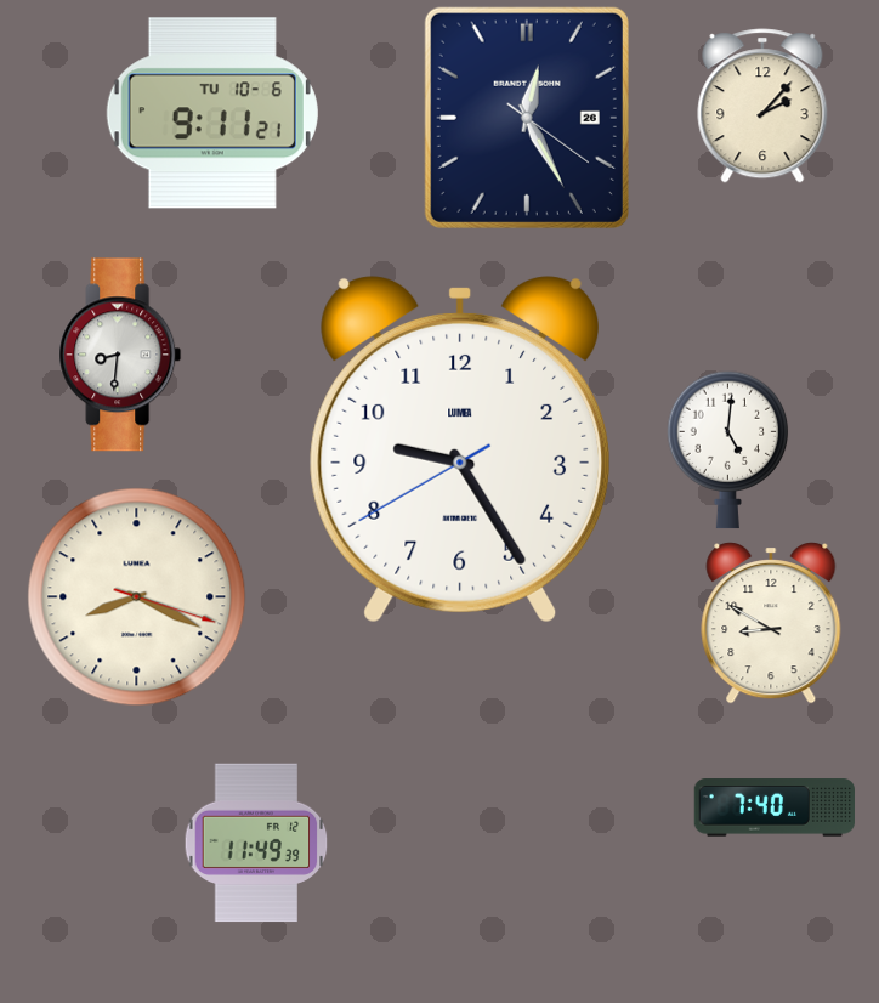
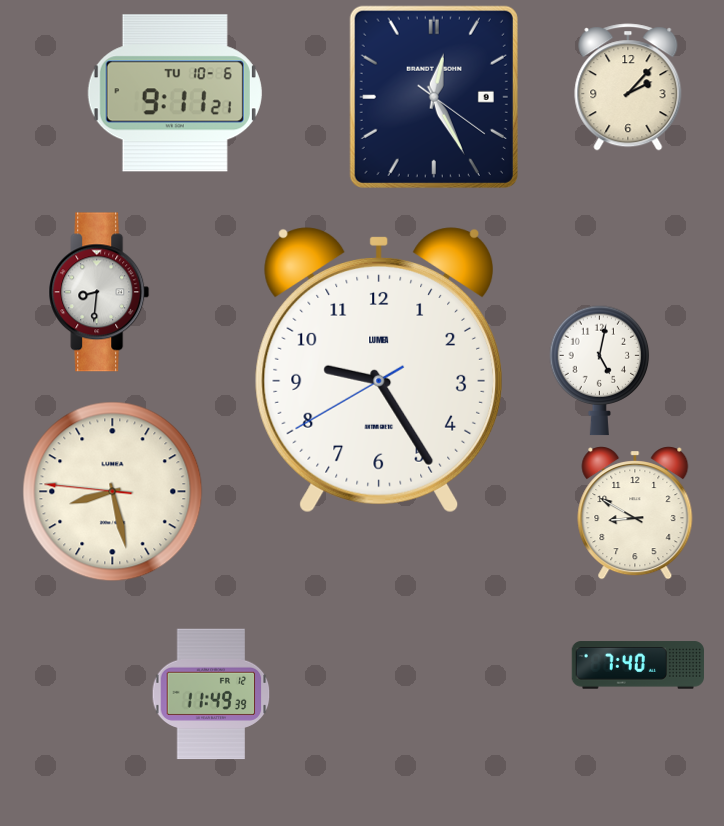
clock at (527, 118) date: 26 -> 9
clock at (728, 450): 5:01 -> 5:02
clock at (137, 597): 8:19 -> 8:27
